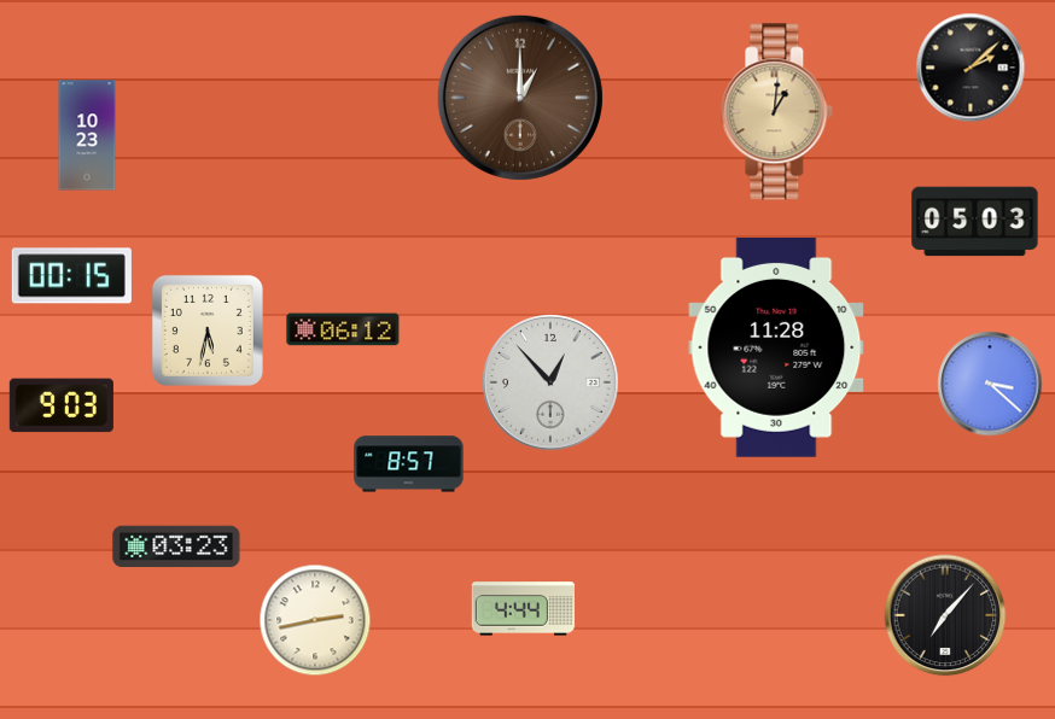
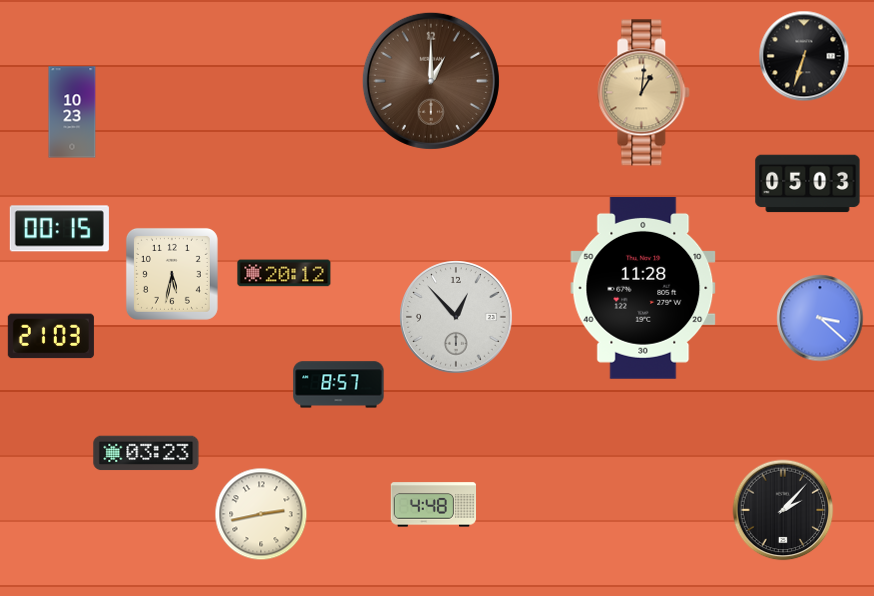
clock at (971, 68): 2:08 -> 6:33
clock at (343, 329): 06:12 -> 20:12
clock at (62, 405): 9:03 -> 21:03
clock at (523, 609): 4:44 -> 4:48
clock at (945, 615): 7:07 -> 2:07
